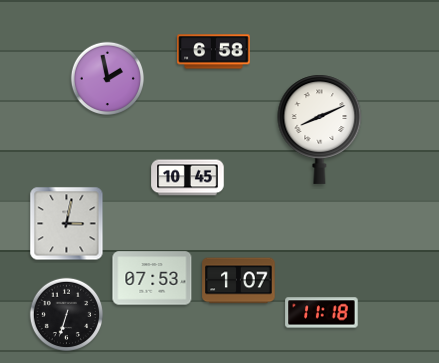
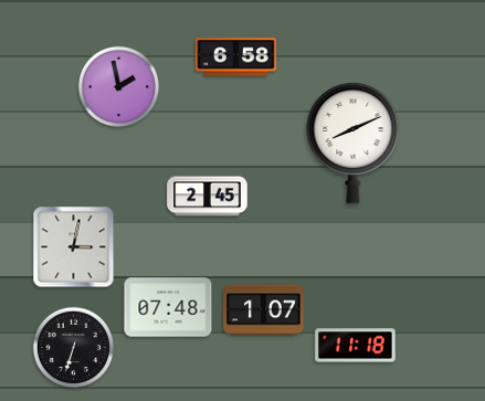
clock at (188, 178): 10:45 -> 2:45
clock at (152, 278): 07:53 -> 07:48
